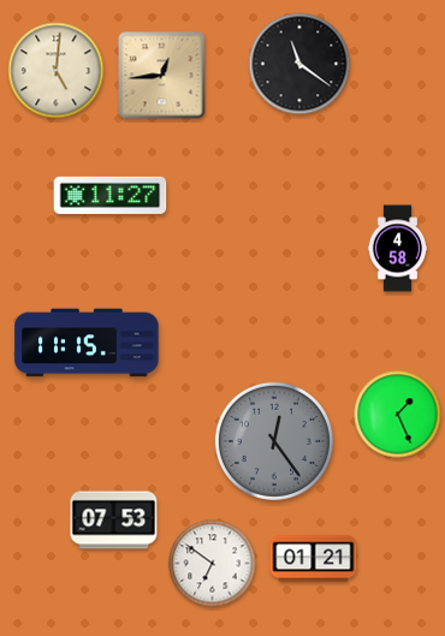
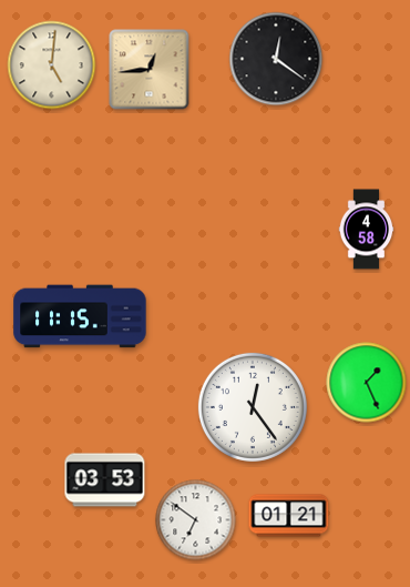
clock at (299, 64): 11:21 -> 12:21
clock at (111, 195): 11:27 -> none
clock at (274, 441) dial: grey -> white
clock at (114, 521): 07:53 -> 03:53
